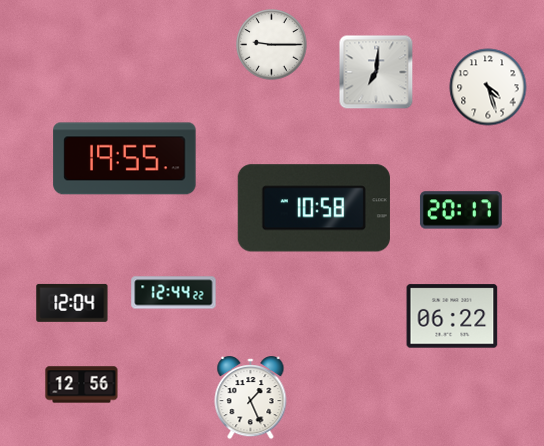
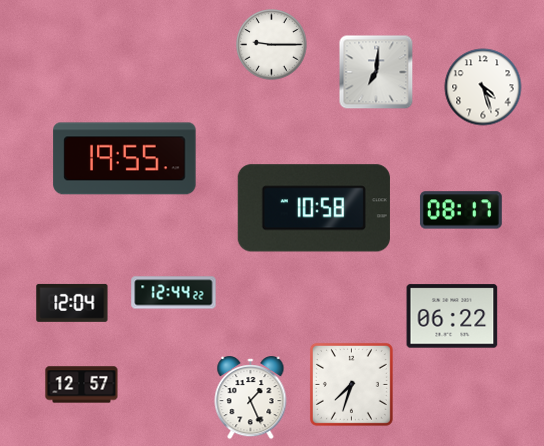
clock at (488, 87) position: (488, 87) -> (483, 87)
clock at (461, 210): 20:17 -> 08:17
clock at (351, 384): none -> 7:33
clock at (82, 385): 12:56 -> 12:57
